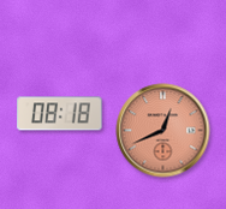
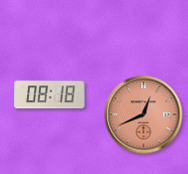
clock at (163, 131) position: (163, 131) -> (144, 115)
